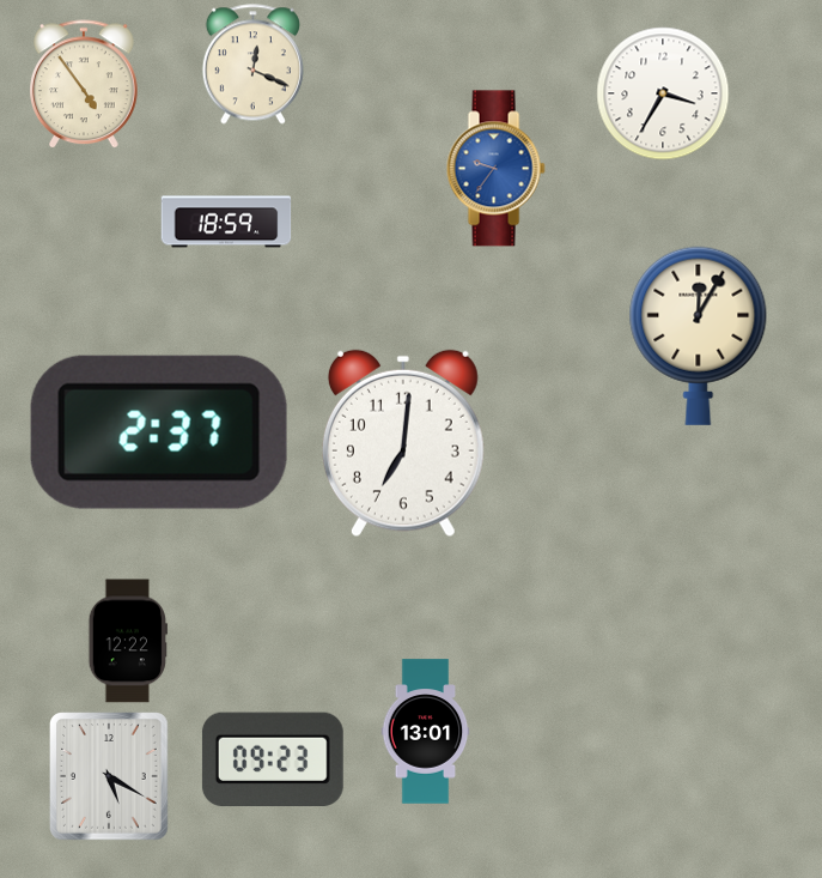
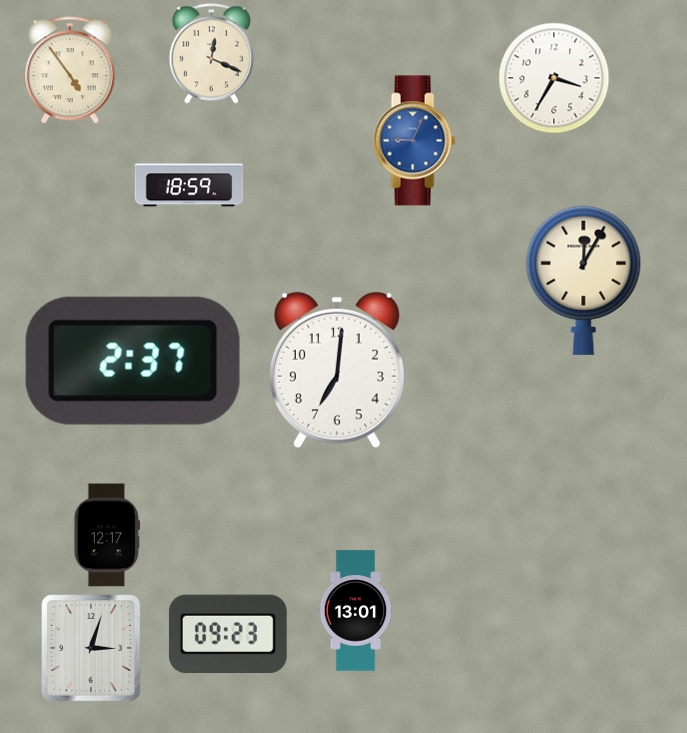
clock at (495, 169): 9:36 -> 9:04
clock at (128, 641): 12:22 -> 12:17
clock at (109, 776): 5:20 -> 3:03
